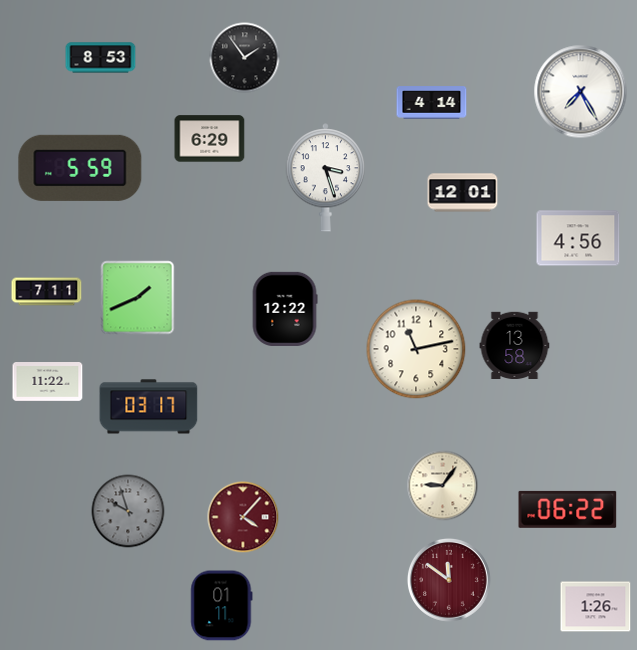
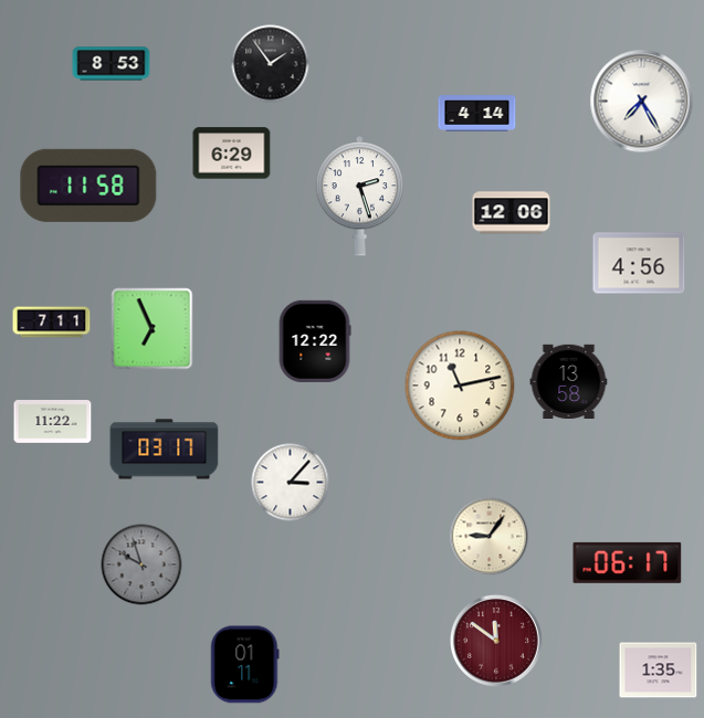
clock at (80, 168): 5:59 -> 11:58
clock at (326, 178): 3:27 -> 2:27
clock at (463, 193): 12:01 -> 12:06
clock at (138, 298): 1:41 -> 6:56
clock at (291, 483): none -> 3:07
clock at (568, 509): 06:22 -> 06:17
clock at (243, 517): 4:07 -> none
clock at (222, 606) position: (222, 606) -> (245, 665)
clock at (596, 607): 1:26 -> 1:35
